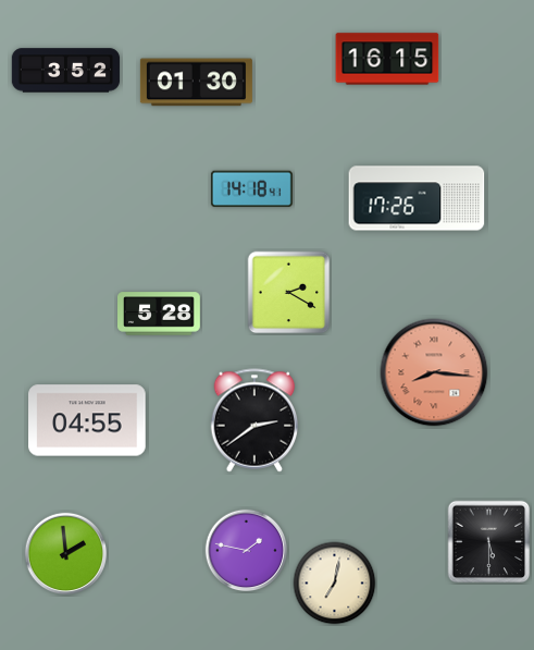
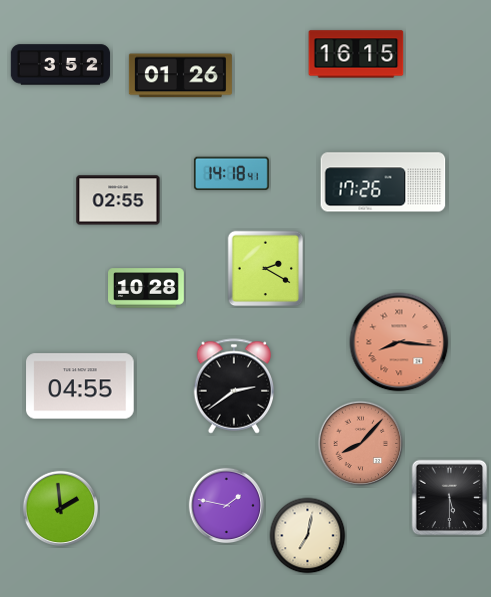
clock at (196, 83): 01:30 -> 01:26
clock at (118, 200): none -> 02:55
clock at (160, 314): 5:28 -> 10:28
clock at (361, 444): none -> 8:07
